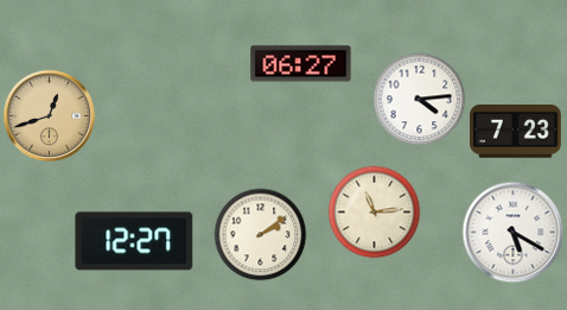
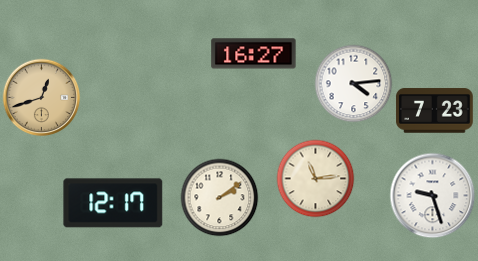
clock at (301, 64): 06:27 -> 16:27
clock at (512, 232): 5:20 -> 9:27
clock at (134, 241): 12:27 -> 12:17
